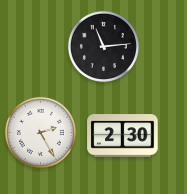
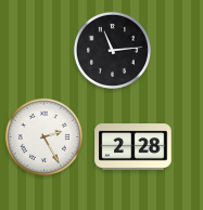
clock at (40, 132) position: (40, 132) -> (43, 136)
clock at (123, 136): 2:30 -> 2:28
